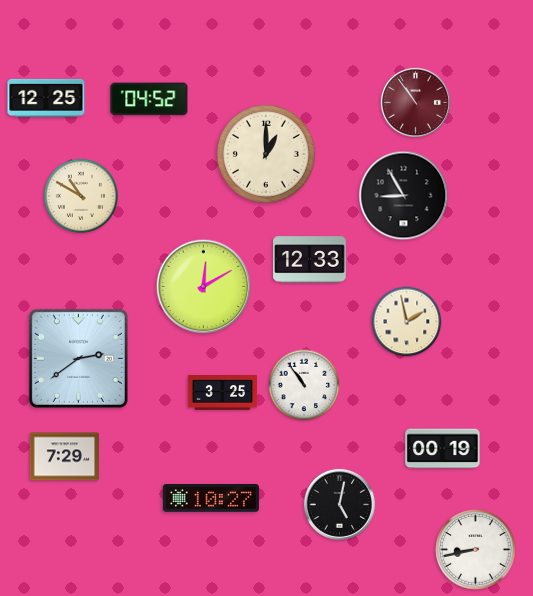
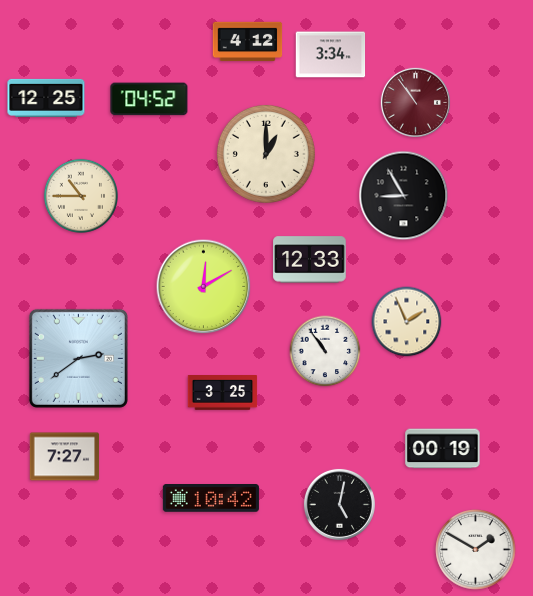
clock at (248, 42): none -> 4:12
clock at (331, 55): none -> 3:34
clock at (80, 195): 10:50 -> 10:45
clock at (407, 322): 1:58 -> 1:56
clock at (304, 385) position: (304, 385) -> (325, 351)
clock at (65, 457): 7:29 -> 7:27
clock at (211, 499): 10:27 -> 10:42
clock at (476, 550): 8:43 -> 1:50
